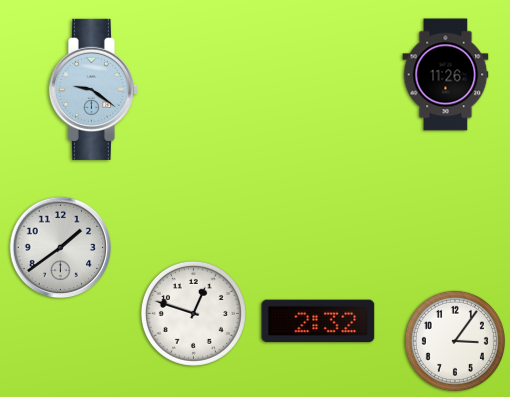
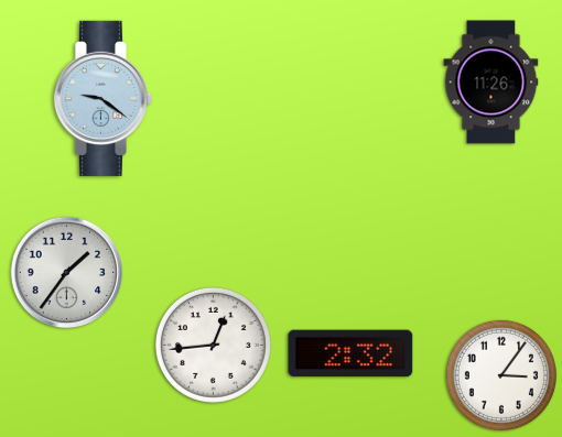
clock at (61, 248): 1:39 -> 1:36
clock at (193, 313): 12:48 -> 12:44
